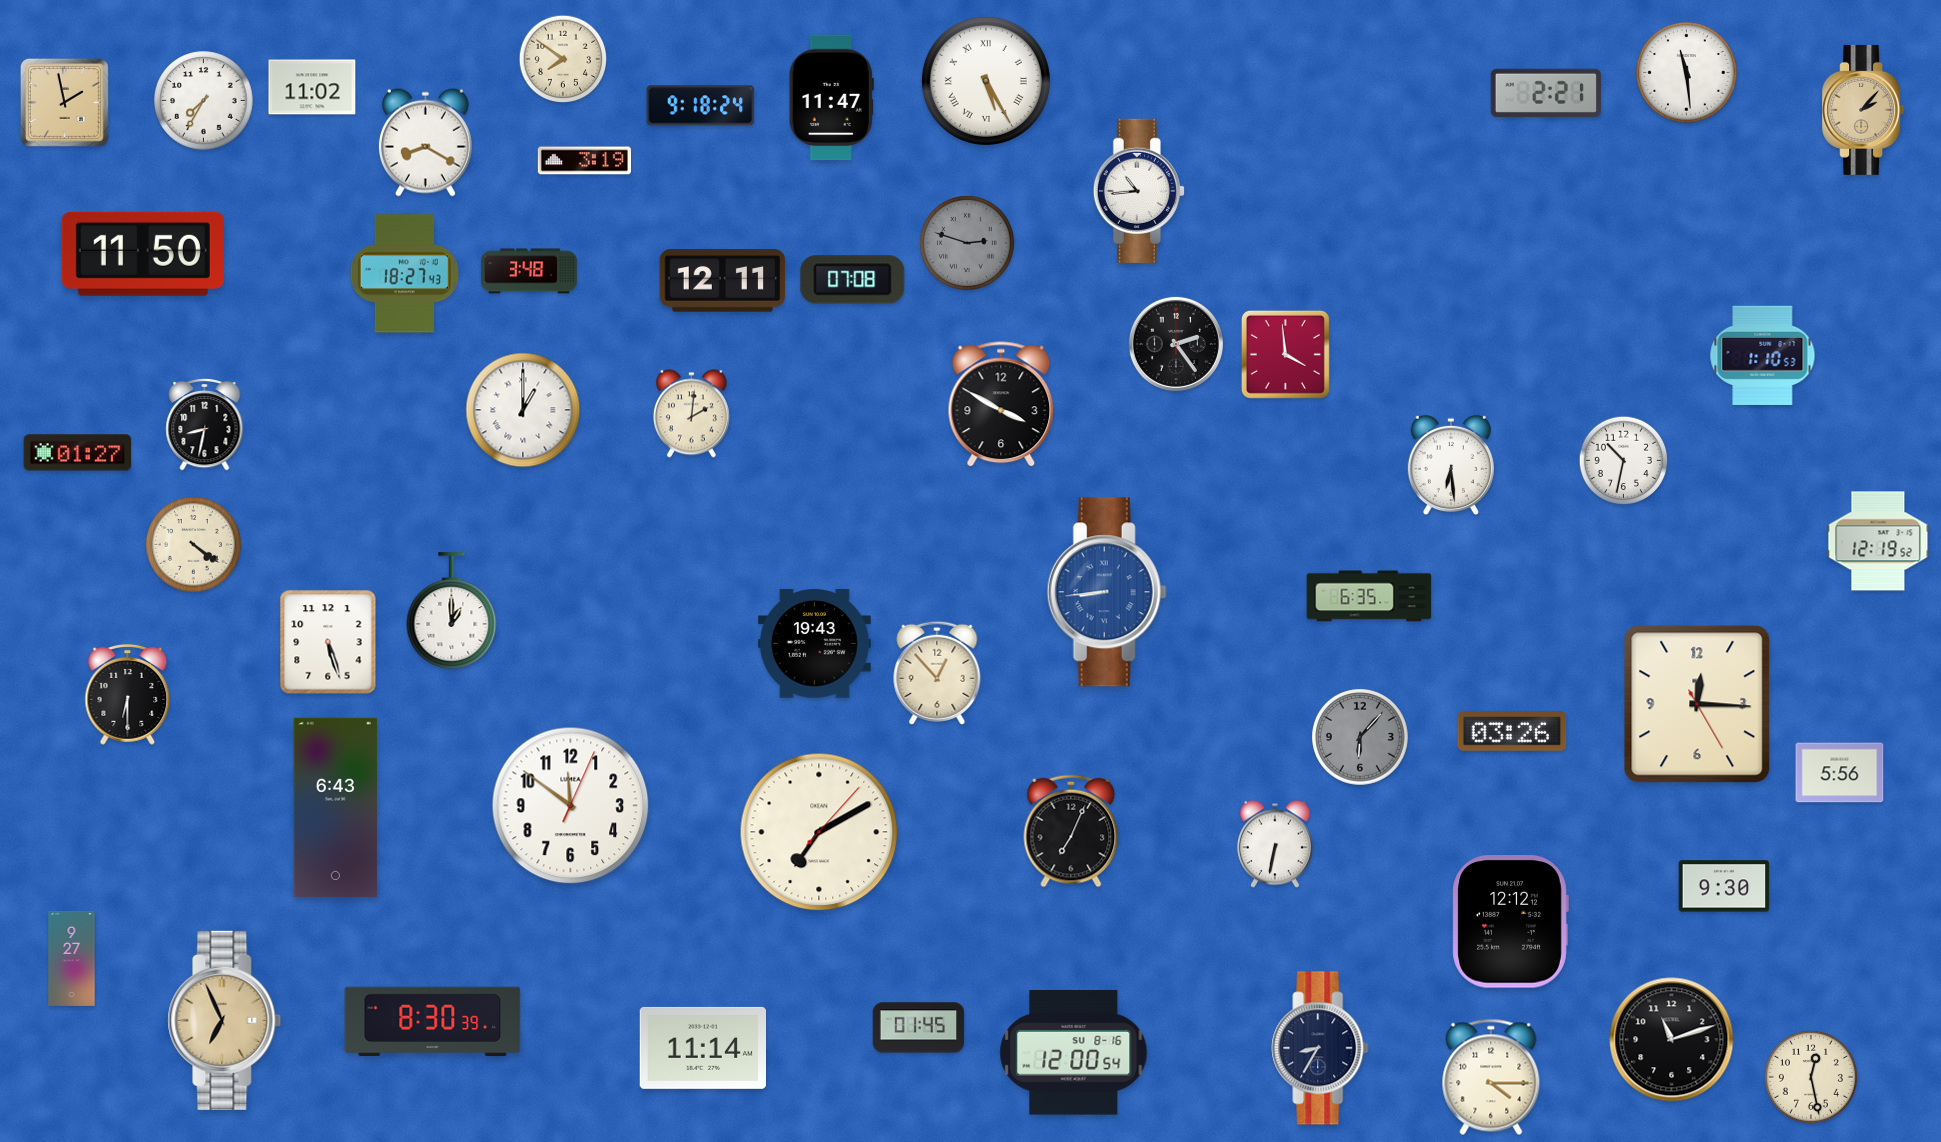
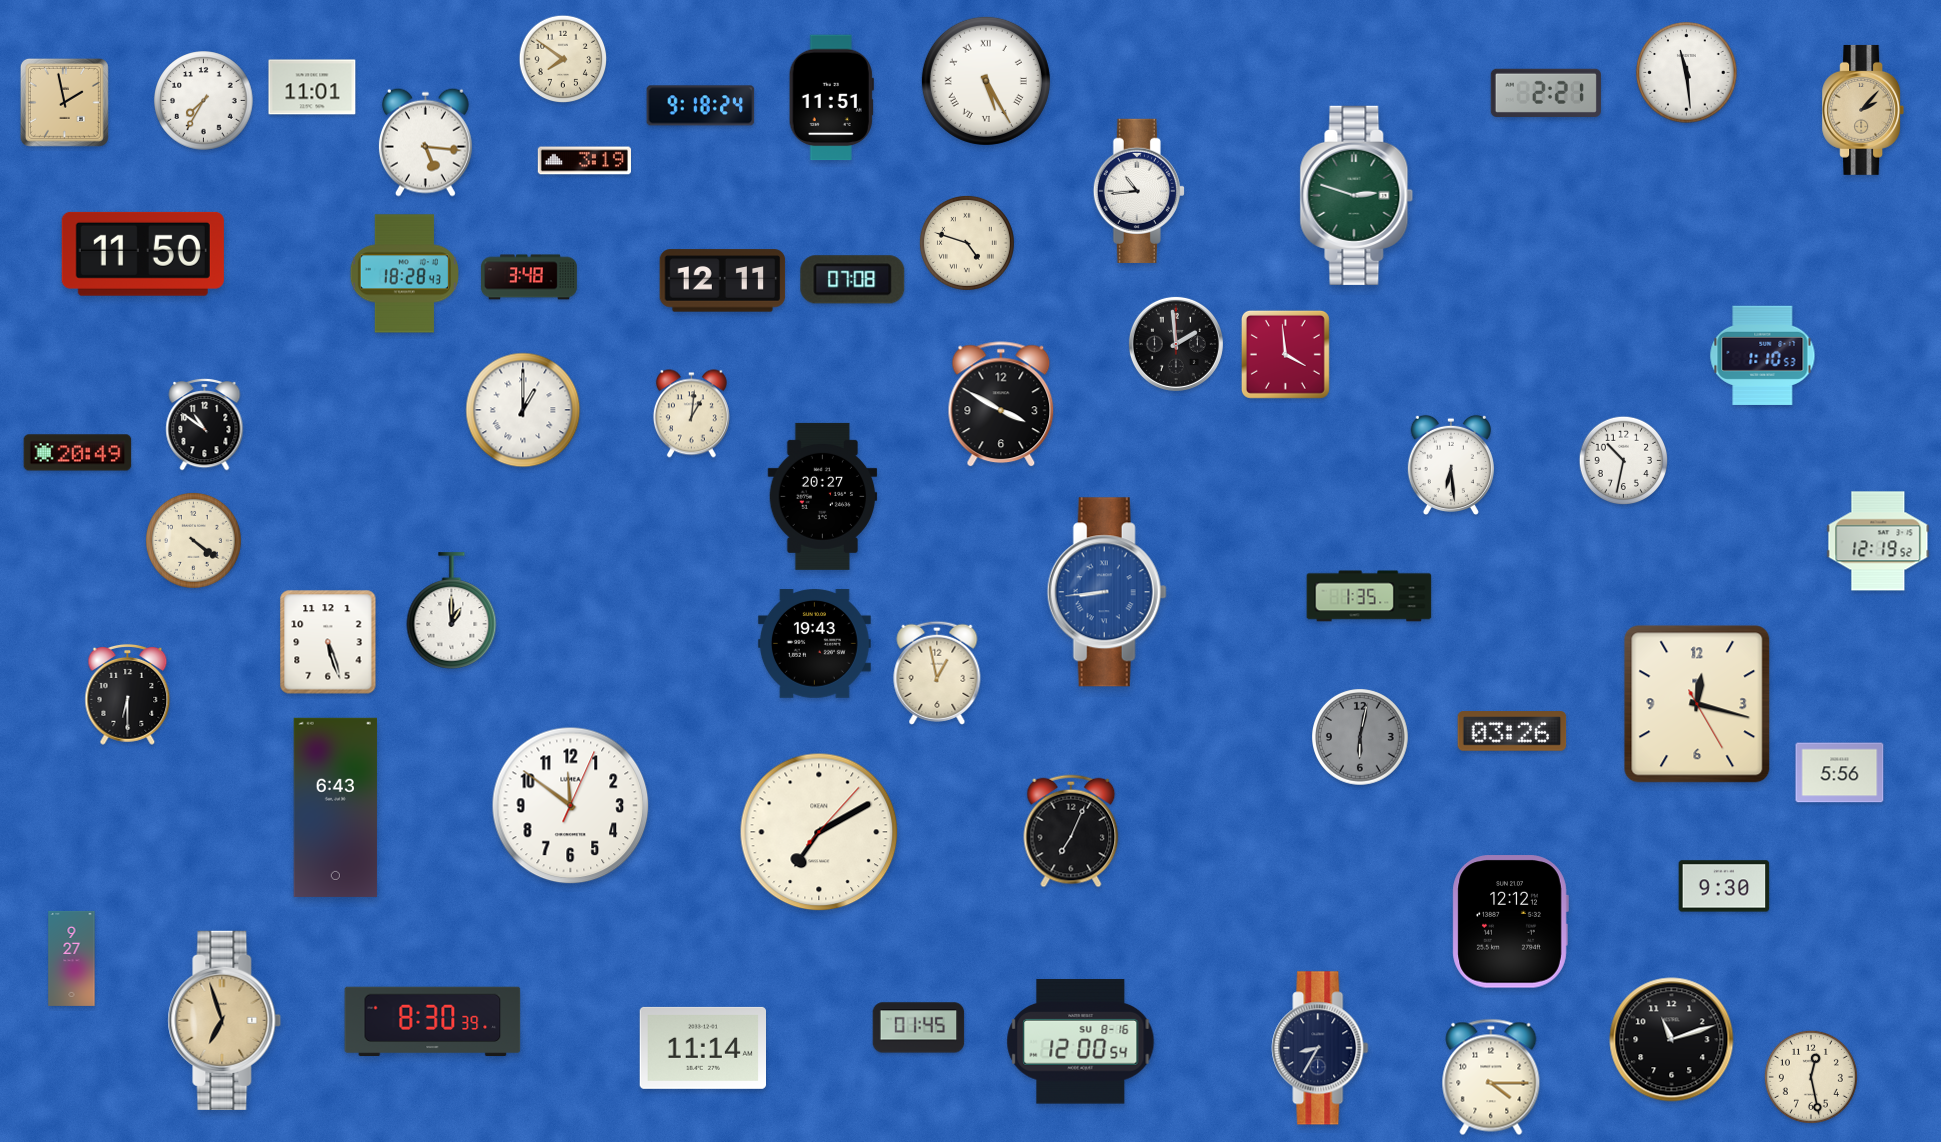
clock at (312, 87): 11:02 -> 11:01
clock at (831, 98): 11:47 -> 11:51
clock at (425, 142): 8:20 -> 5:16
clock at (1357, 195): none -> 2:48
clock at (967, 243): 2:48 -> 4:48
clock at (967, 243) dial: grey -> cream
clock at (530, 271) position: (530, 271) -> (530, 277)
clock at (404, 274): 18:27 -> 18:28
clock at (1176, 344): 2:24 -> 1:59
clock at (691, 414): 2:01 -> 1:01
clock at (205, 424): 8:32 -> 10:51
clock at (78, 453): 01:27 -> 20:49
clock at (823, 496): none -> 20:27
clock at (193, 544) position: (193, 544) -> (193, 540)
clock at (1369, 596): 6:35 -> 1:35
clock at (937, 673): 12:53 -> 12:58
clock at (1697, 704): 12:15 -> 12:17
clock at (1361, 738): 6:07 -> 6:02
clock at (1275, 844): 6:32 -> none
clock at (225, 1020): 6:56 -> 6:57
clock at (1074, 1053) position: (1074, 1053) -> (1081, 1042)
